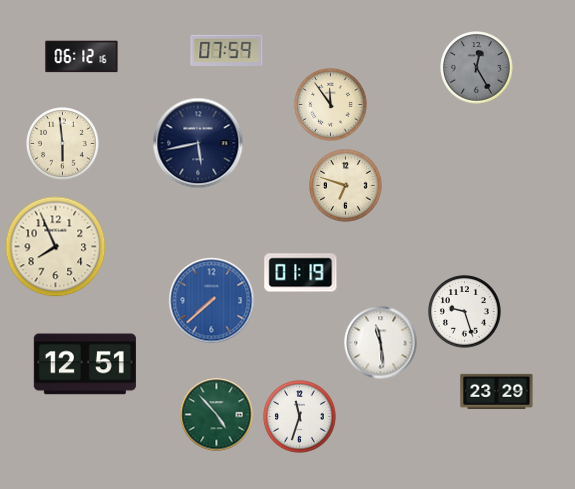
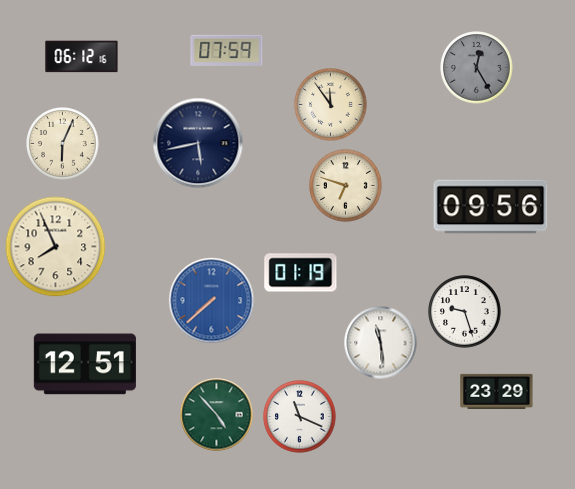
clock at (63, 144): 5:59 -> 6:04
clock at (491, 207): none -> 09:56
clock at (300, 417): 11:33 -> 11:19
